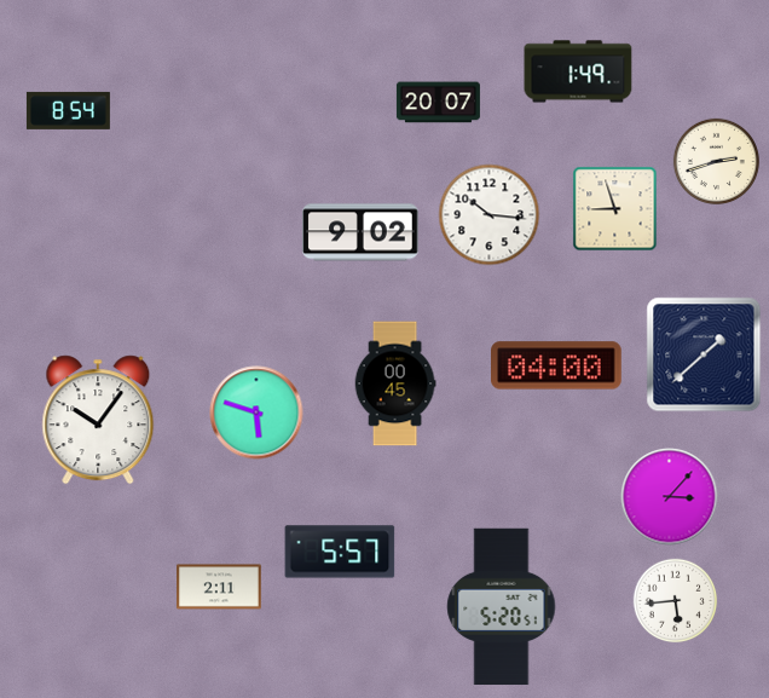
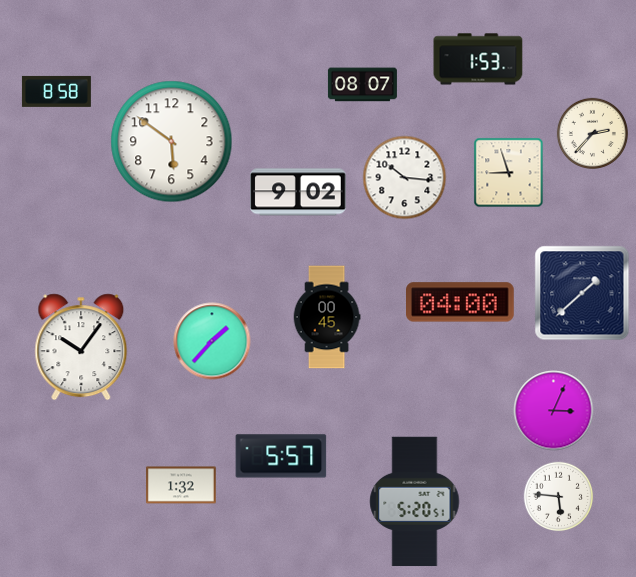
clock at (578, 71): 1:49 -> 1:53
clock at (438, 103): 20:07 -> 08:07
clock at (68, 110): 8:54 -> 8:58
clock at (716, 161): 2:42 -> 2:37
clock at (172, 142): none -> 5:51
clock at (256, 413): 5:48 -> 1:37
clock at (670, 497): 3:07 -> 3:04
clock at (220, 587): 2:11 -> 1:32
clock at (676, 601): 5:44 -> 5:46
